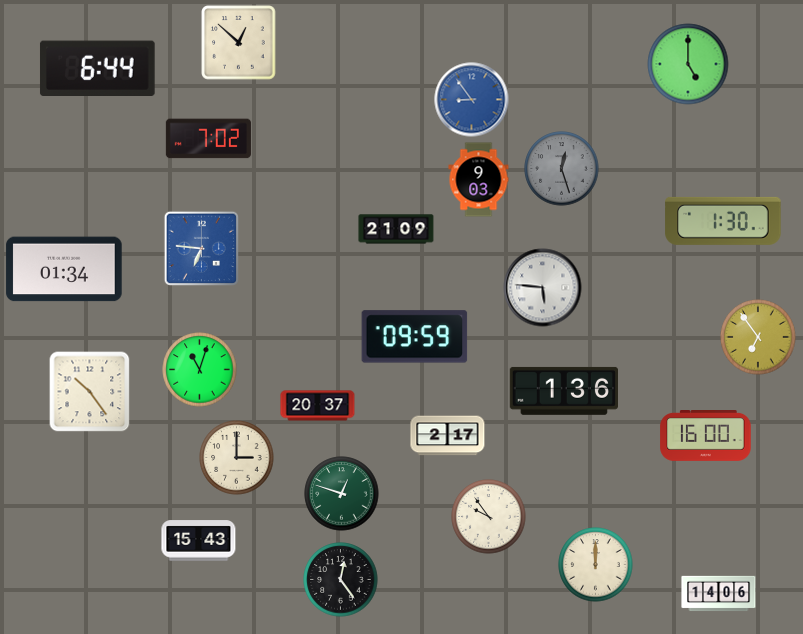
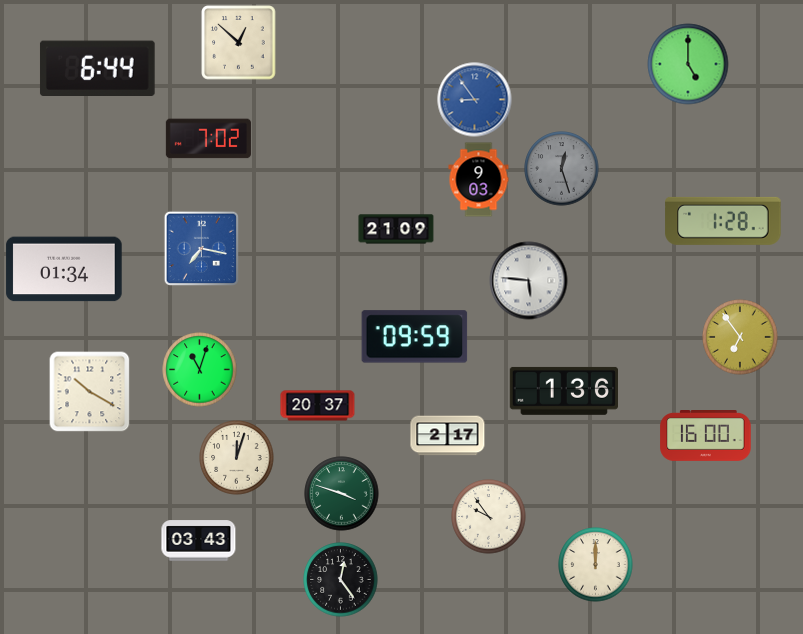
clock at (472, 100) position: (472, 100) -> (475, 100)
clock at (723, 221): 1:30 -> 1:28
clock at (202, 249): 6:46 -> 7:17
clock at (543, 288) position: (543, 288) -> (529, 281)
clock at (758, 337) position: (758, 337) -> (740, 337)
clock at (90, 392): 10:24 -> 10:20
clock at (237, 458): 3:00 -> 12:03
clock at (342, 494): 12:48 -> 3:48
clock at (199, 541): 15:43 -> 03:43
clock at (719, 594): 14:06 -> none
